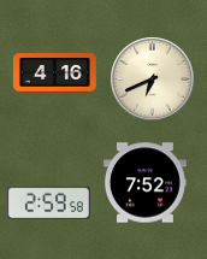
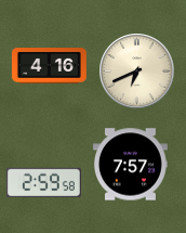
clock at (144, 183): 7:52 -> 7:57
